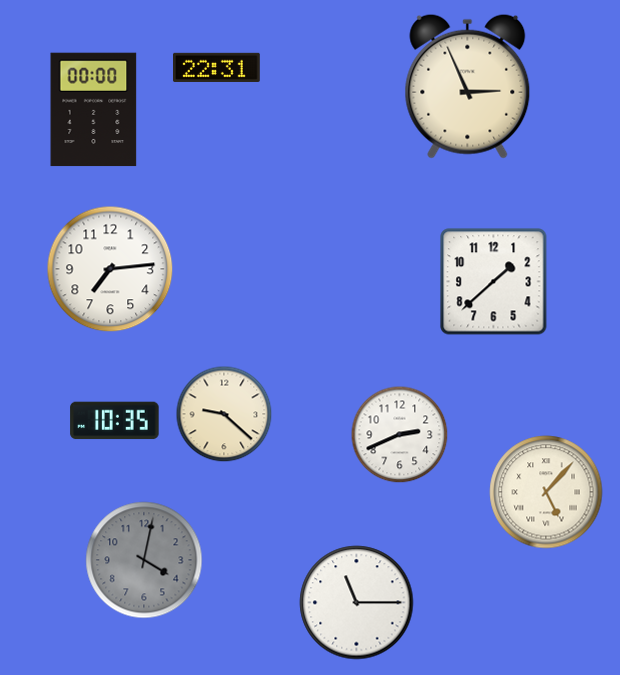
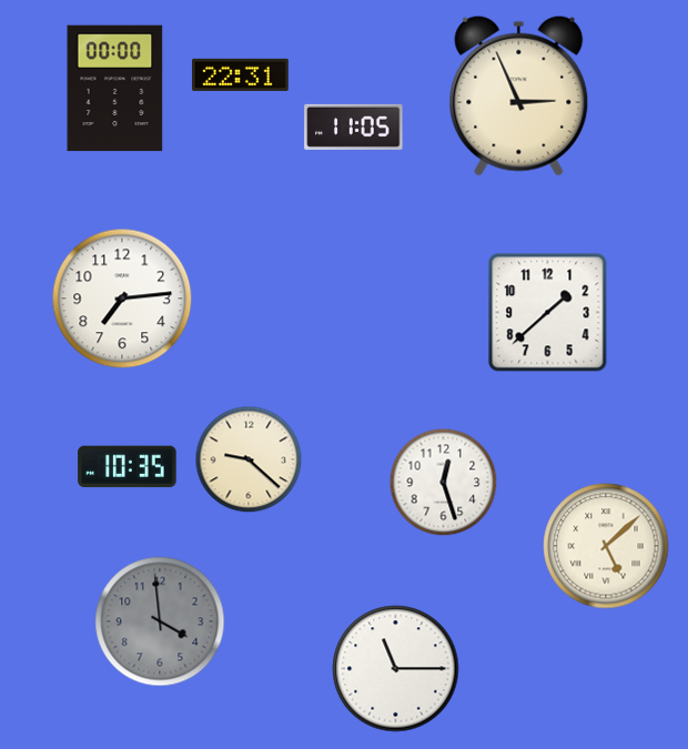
clock at (94, 110) position: (94, 110) -> (115, 89)
clock at (354, 126): none -> 11:05
clock at (400, 435): 2:41 -> 12:27
clock at (546, 492): 5:07 -> 5:08
clock at (144, 560): 4:02 -> 3:59
